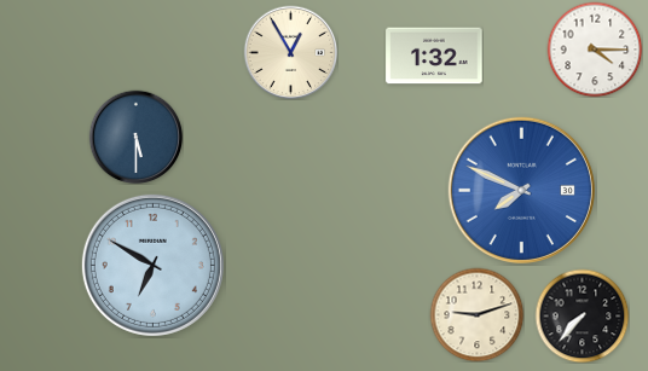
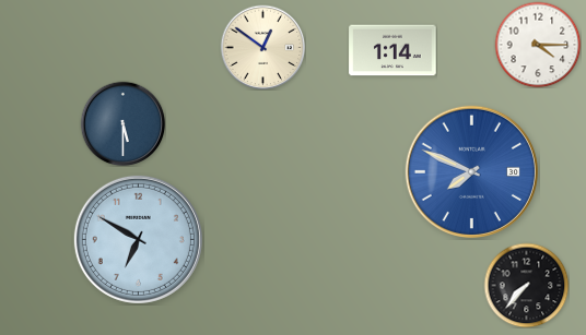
clock at (290, 52): 12:55 -> 12:51
clock at (434, 56): 1:32 -> 1:14
clock at (476, 314): 9:12 -> none
